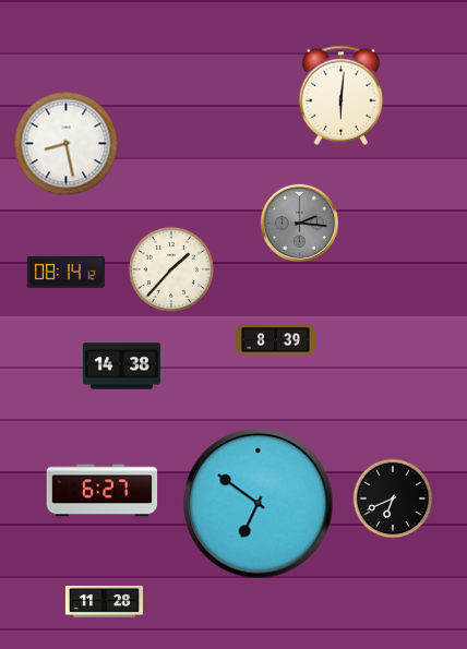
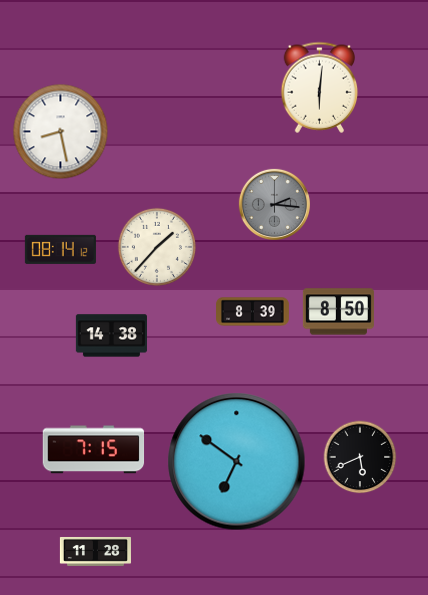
clock at (342, 95) position: (342, 95) -> (320, 87)
clock at (338, 312): none -> 8:50
clock at (103, 491): 6:27 -> 7:15
clock at (393, 498): 6:41 -> 5:41
